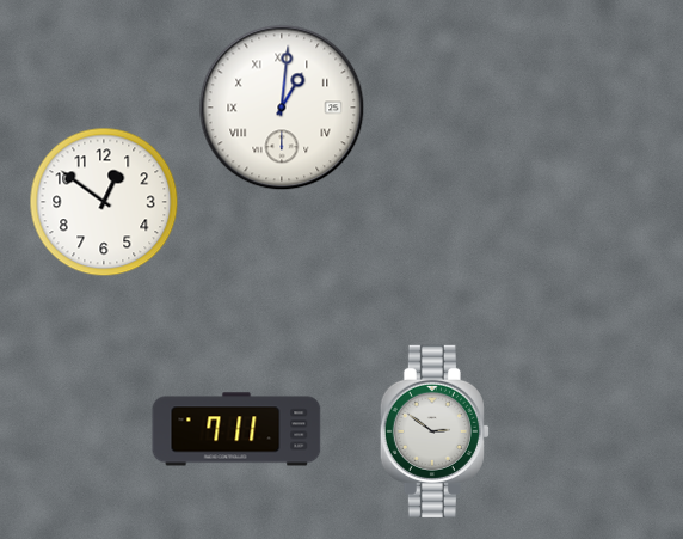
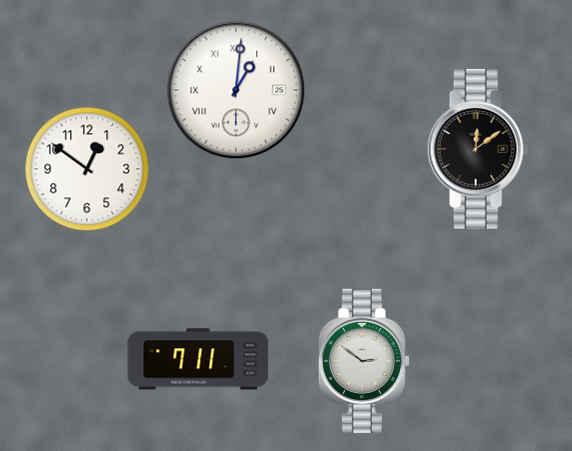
clock at (478, 149): none -> 12:09
